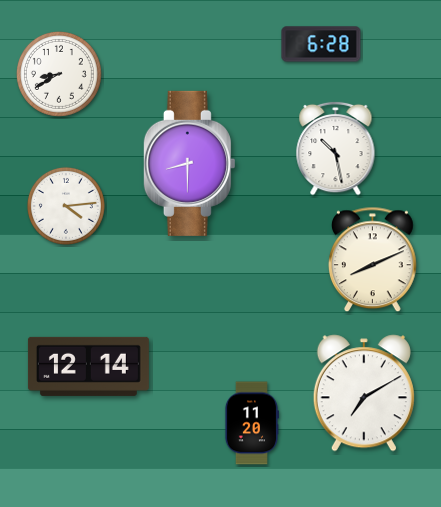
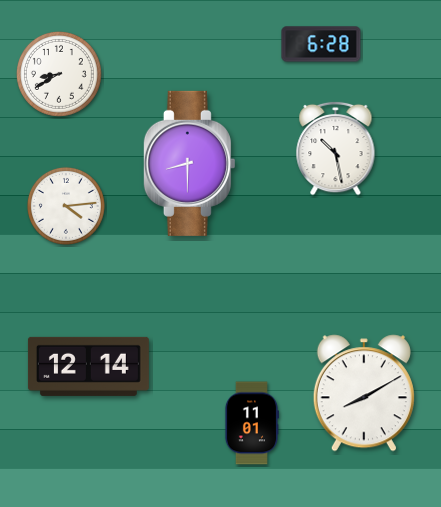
clock at (373, 260): 8:11 -> none
clock at (364, 393): 7:10 -> 8:10
clock at (251, 423): 11:20 -> 11:01
